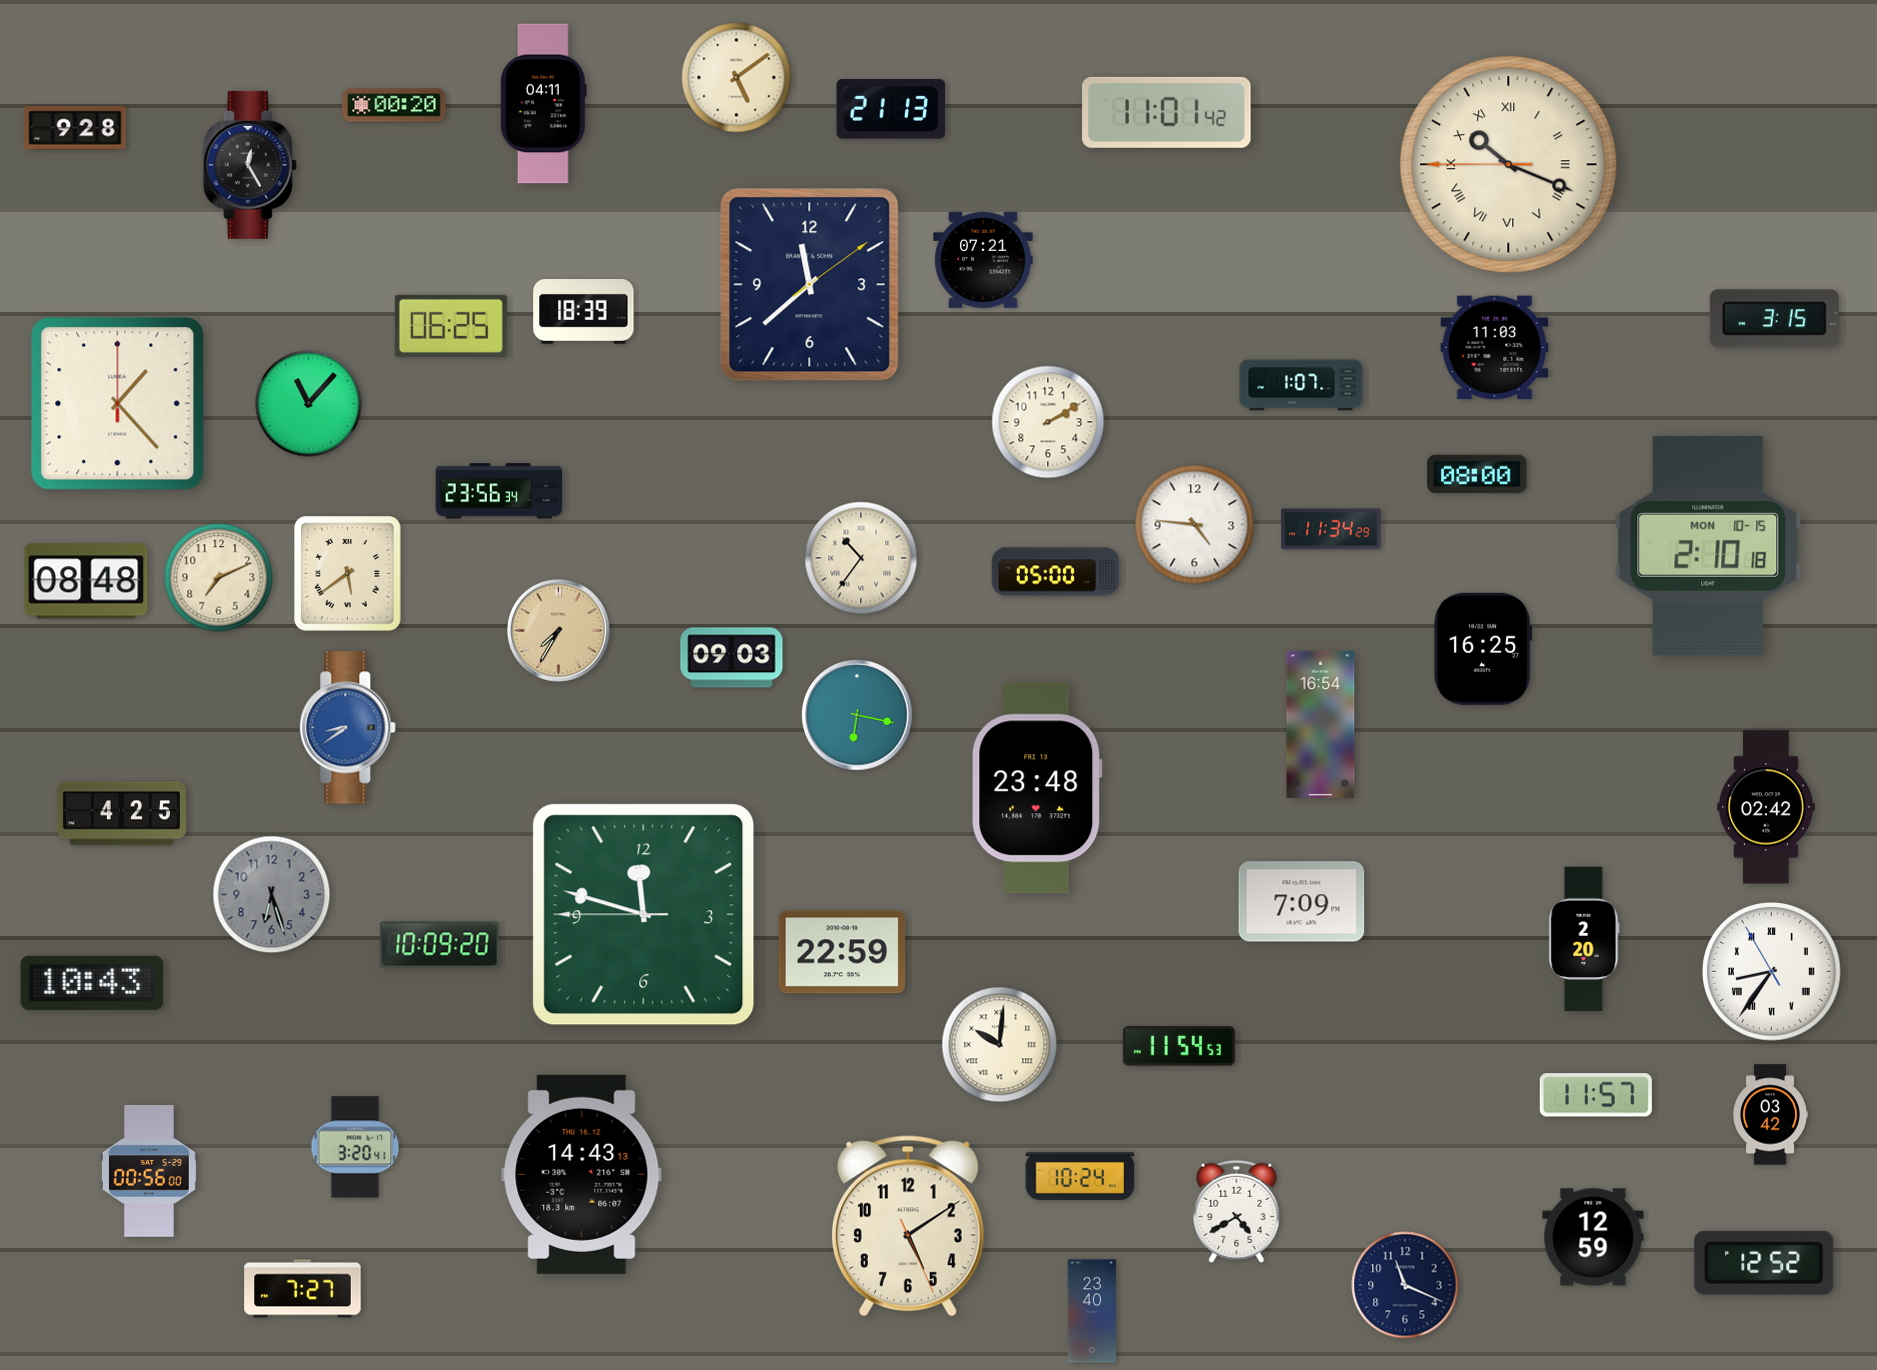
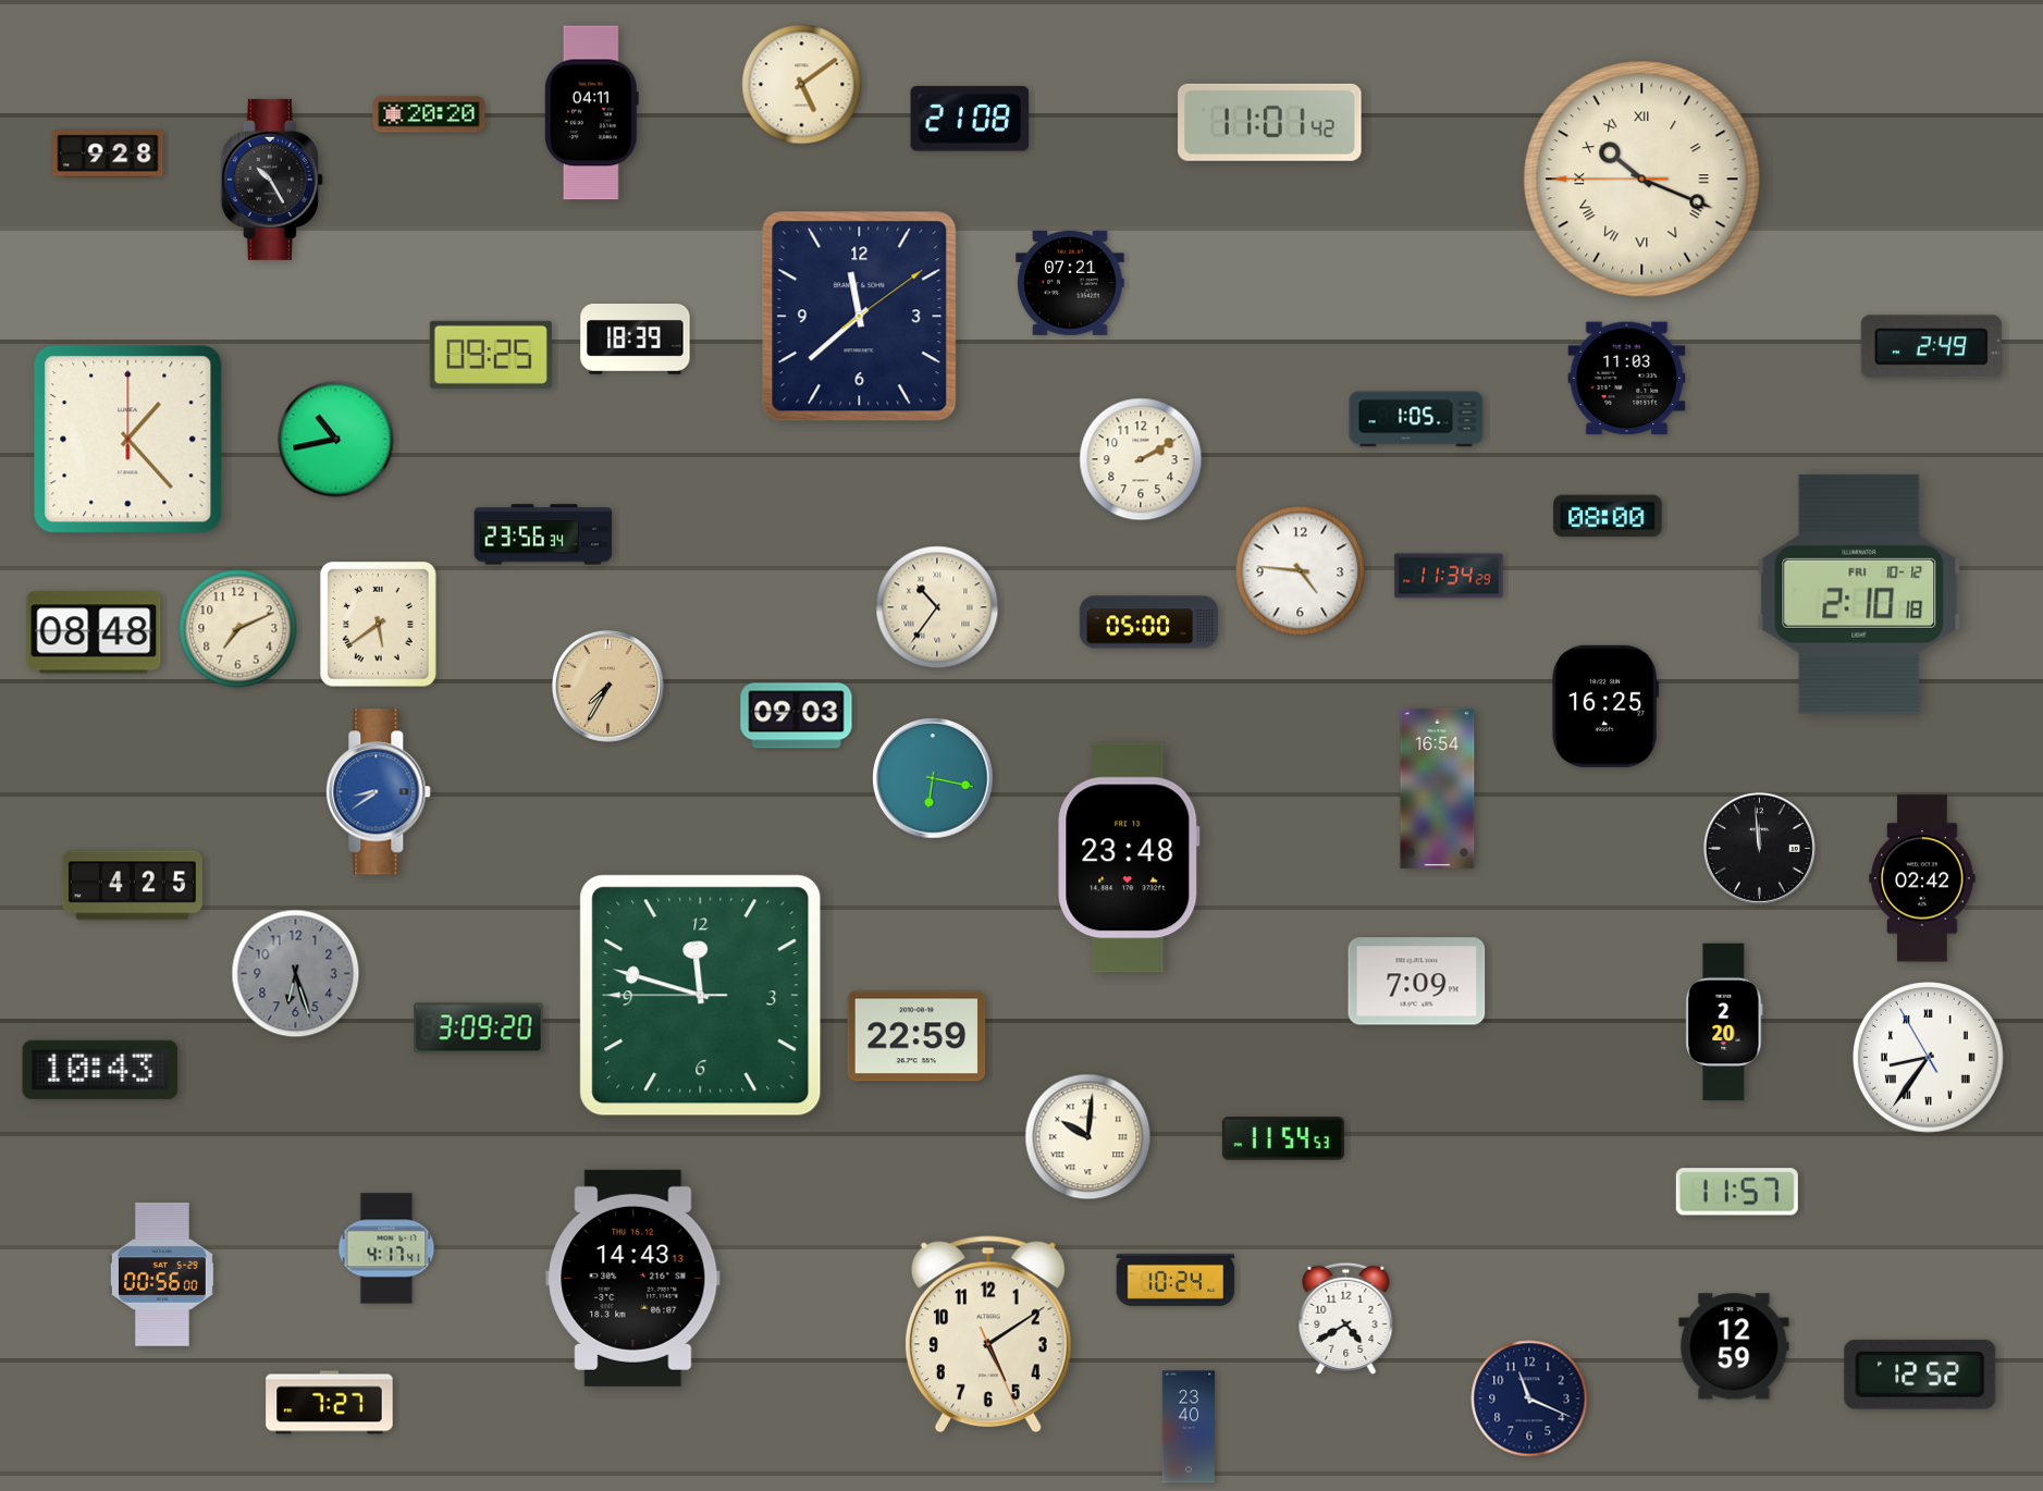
clock at (394, 105): 00:20 -> 20:20
clock at (891, 109): 21:13 -> 21:08
clock at (75, 128) position: (75, 128) -> (108, 153)
clock at (250, 165): 12:25 -> 10:25
clock at (810, 285) position: (810, 285) -> (860, 317)
clock at (1774, 319): 3:15 -> 2:49
clock at (451, 326): 06:25 -> 09:25
clock at (1301, 385): 1:07 -> 1:05
clock at (309, 404): 11:07 -> 10:43
clock at (1708, 546) date: MON 10-15 -> FRI 10-12
clock at (1483, 649) position: (1483, 649) -> (1605, 706)
clock at (1759, 848): none -> 11:59
clock at (440, 945): 10:09 -> 3:09
clock at (1771, 1115): 03:42 -> none
clock at (355, 1147): 3:20 -> 4:17
